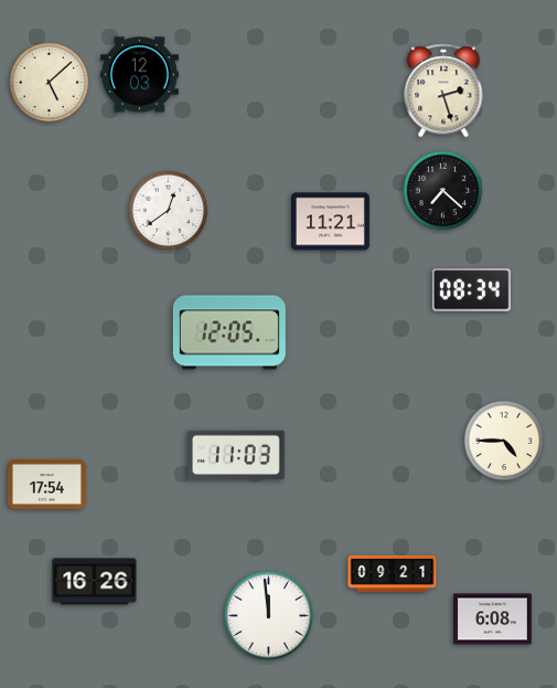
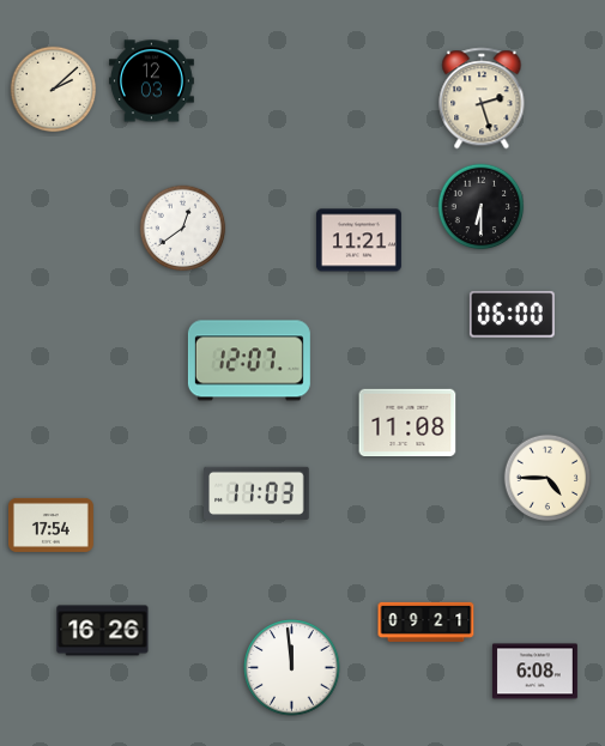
clock at (50, 83): 5:08 -> 2:08
clock at (443, 191): 7:22 -> 6:30
clock at (471, 290): 08:34 -> 06:00
clock at (229, 332): 12:05 -> 12:07
clock at (407, 423): none -> 11:08
